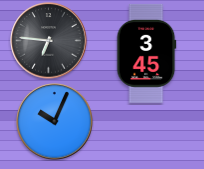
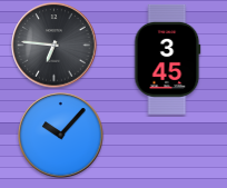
clock at (147, 53) position: (147, 53) -> (168, 59)
clock at (55, 122): 10:04 -> 10:07
